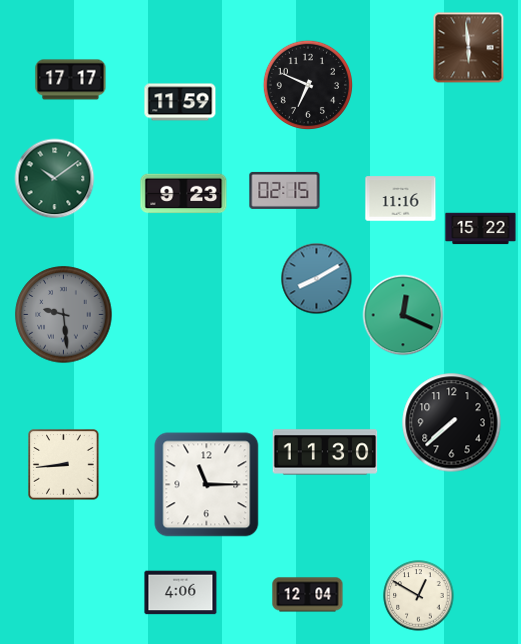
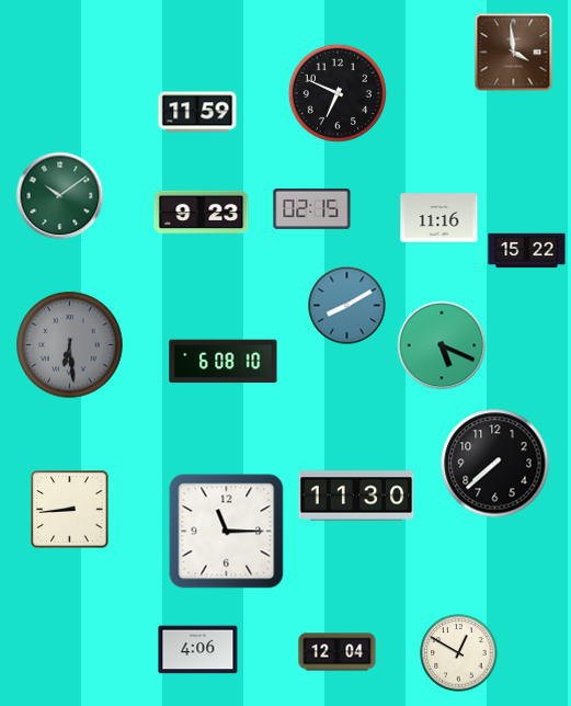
clock at (469, 48): 5:59 -> 3:59
clock at (71, 80): 17:17 -> none
clock at (64, 315): 9:29 -> 6:29
clock at (403, 315): 12:19 -> 5:19
clock at (224, 362): none -> 6:08
